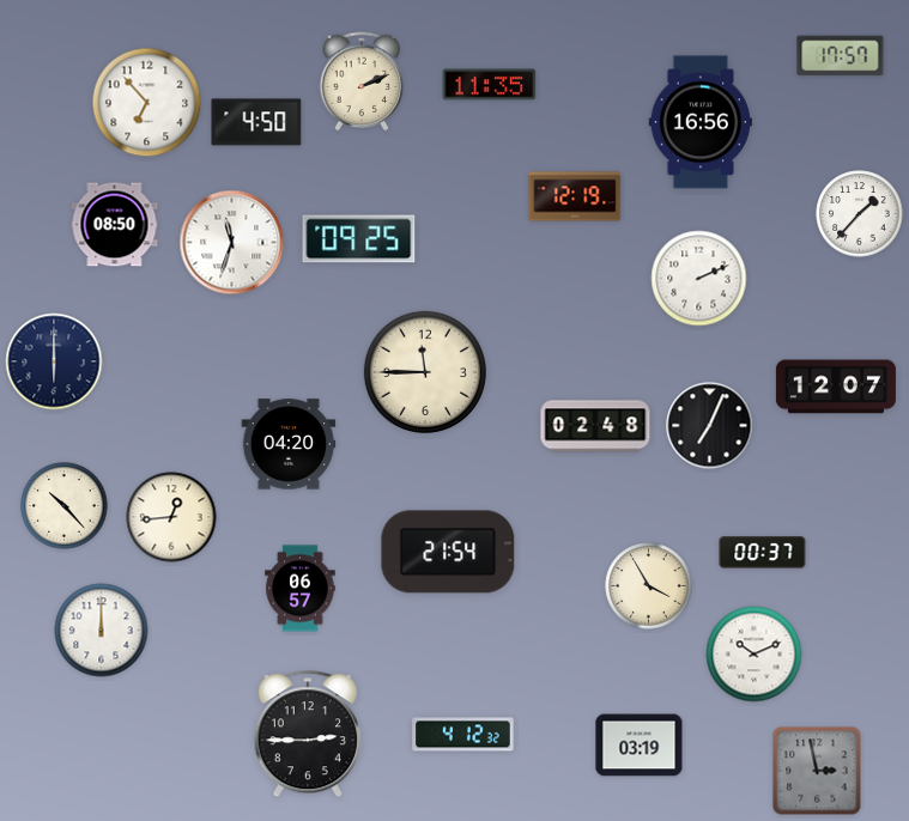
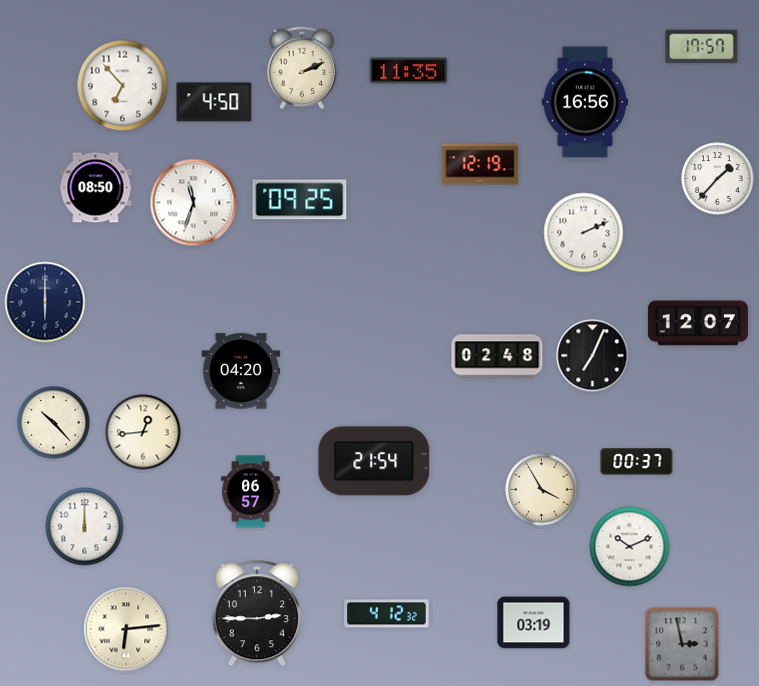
clock at (425, 372): 11:45 -> none
clock at (126, 629): none -> 6:14
